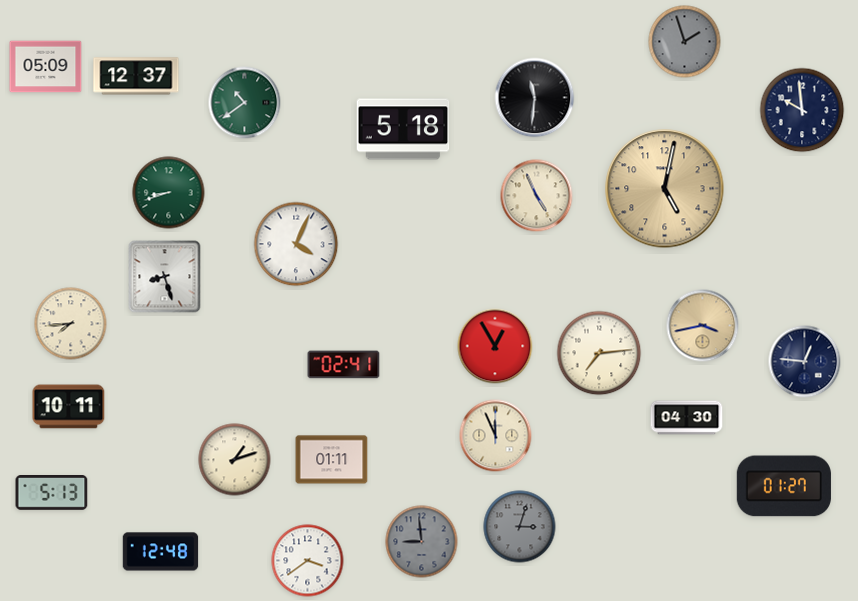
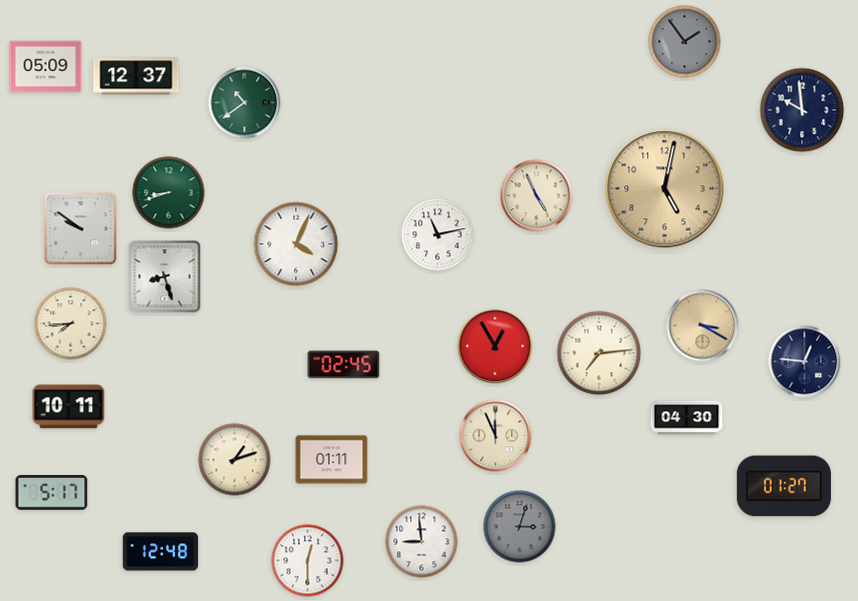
clock at (685, 42): 1:57 -> 1:54
clock at (535, 98): 11:31 -> none
clock at (403, 129): 5:18 -> none
clock at (81, 229): none -> 9:51
clock at (438, 235): none -> 11:13
clock at (703, 326): 3:43 -> 3:20
clock at (344, 365): 02:41 -> 02:45
clock at (52, 493): 5:13 -> 5:17
clock at (422, 542) dial: grey -> white
clock at (308, 561): 3:39 -> 12:30
